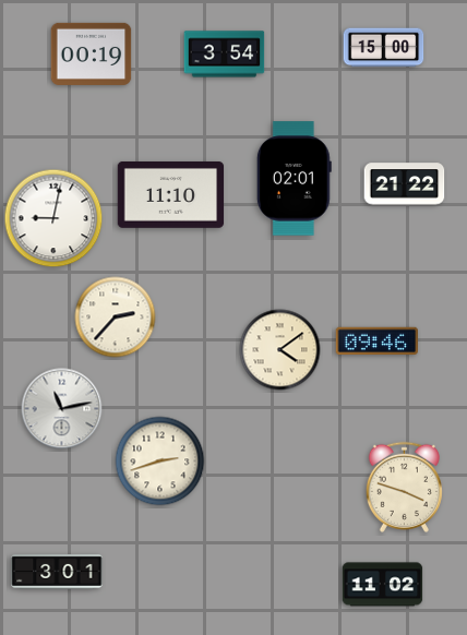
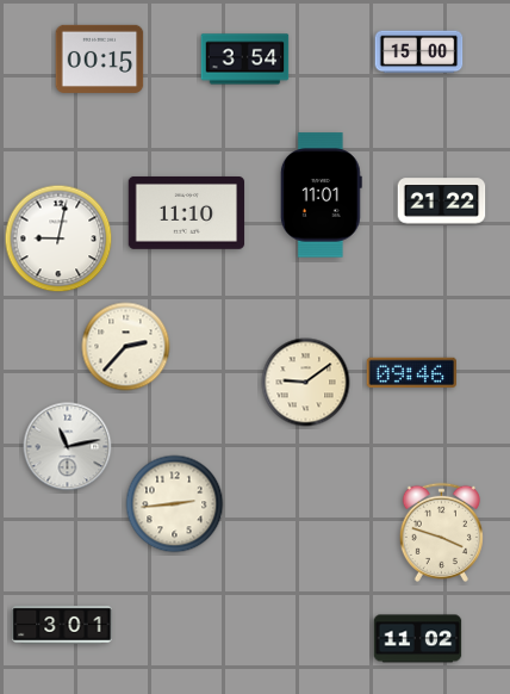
clock at (92, 53): 00:19 -> 00:15
clock at (294, 179): 02:01 -> 11:01
clock at (280, 350): 4:09 -> 9:09
clock at (160, 462): 2:42 -> 2:44
